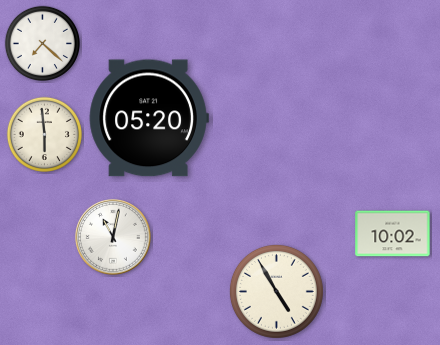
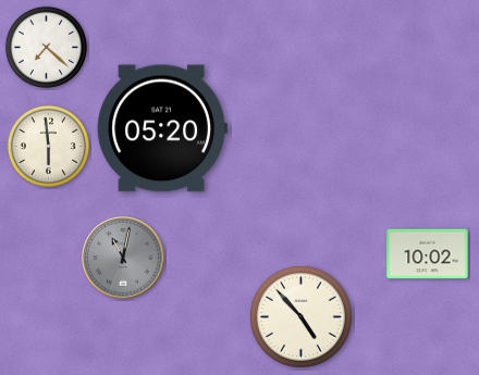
clock at (114, 238) dial: white -> grey
clock at (276, 291): 4:55 -> 4:53
